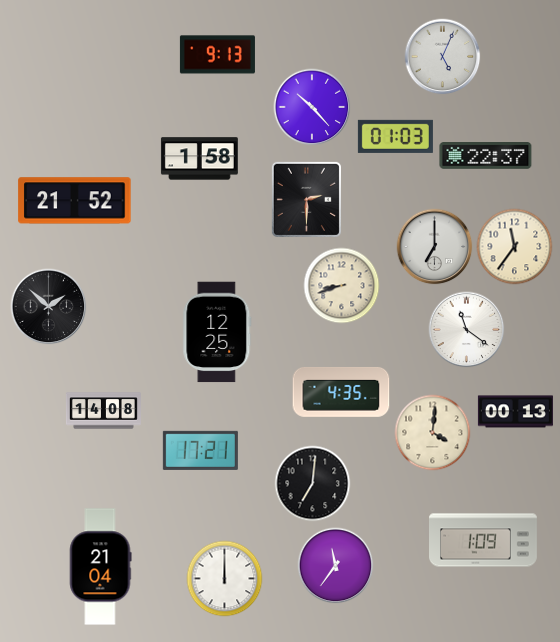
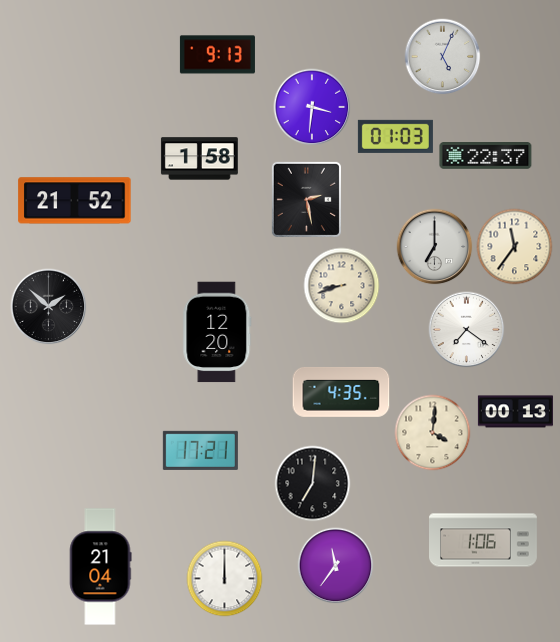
clock at (312, 107): 10:23 -> 3:31
clock at (306, 199): 2:30 -> 2:28
clock at (467, 330): 11:21 -> 7:21
clock at (217, 332): 12:25 -> 12:20
clock at (103, 411): 14:08 -> none
clock at (484, 540): 1:09 -> 1:06
